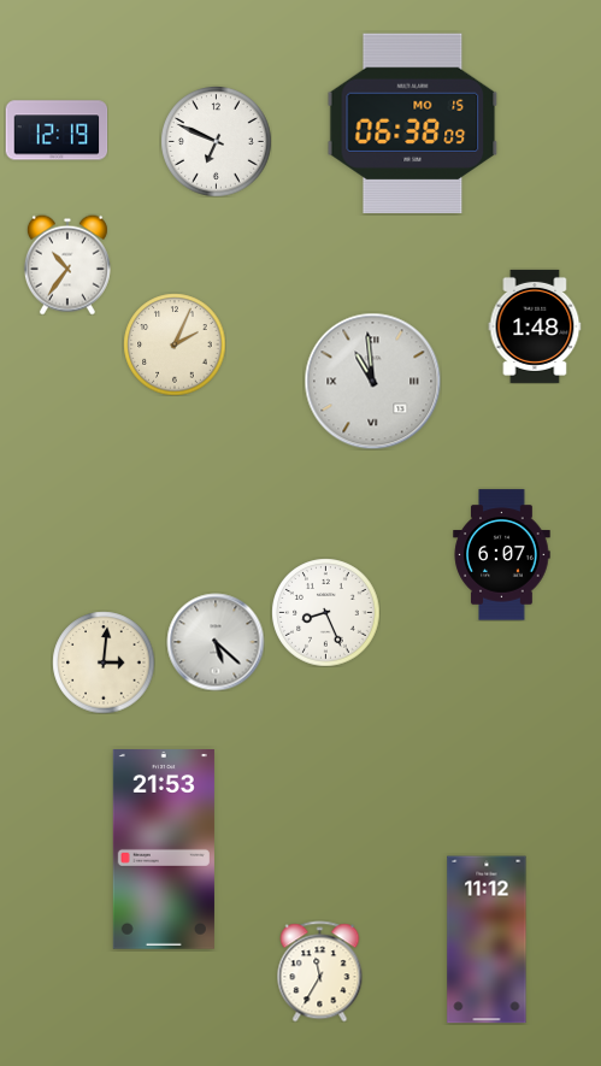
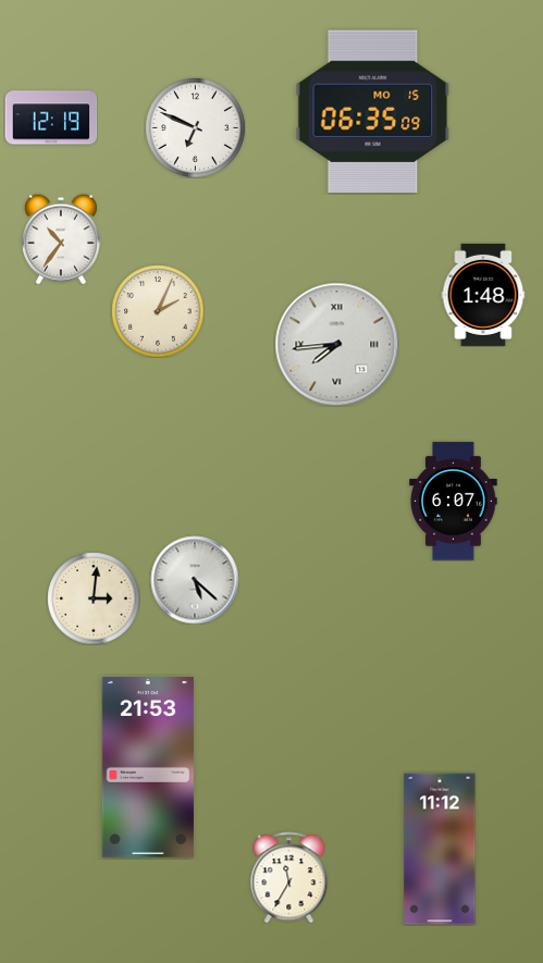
clock at (413, 123): 06:38 -> 06:35
clock at (372, 381): 10:59 -> 7:44
clock at (325, 612): 8:26 -> none
